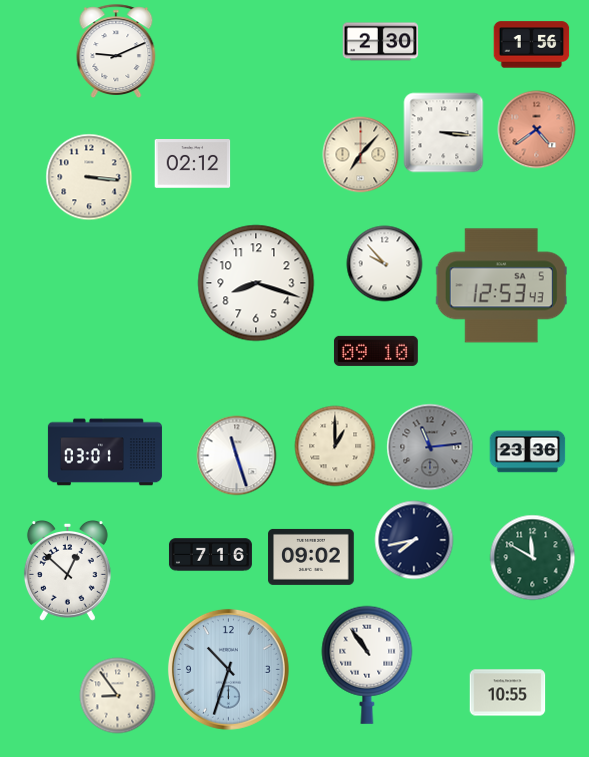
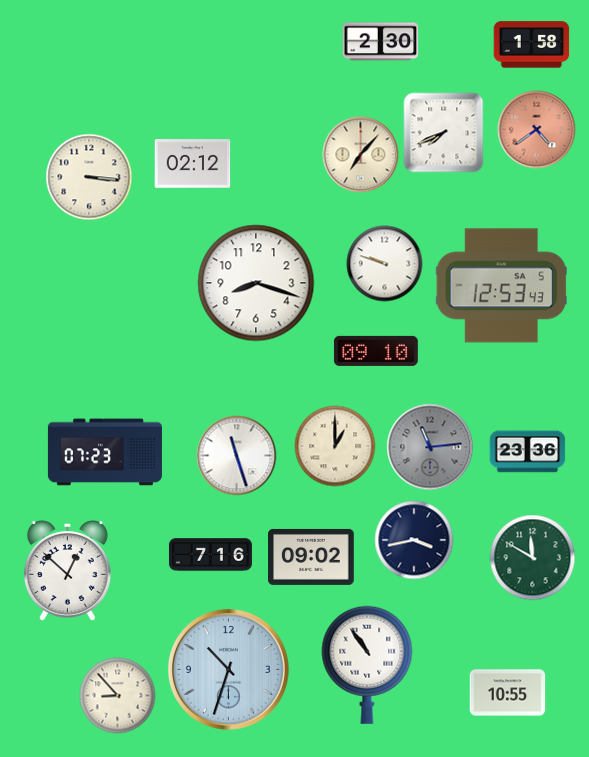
clock at (532, 45): 1:56 -> 1:58
clock at (116, 51): 9:11 -> none
clock at (444, 133): 3:16 -> 7:41
clock at (385, 264): 9:53 -> 9:48
clock at (105, 452): 03:01 -> 07:23
clock at (414, 540): 7:43 -> 3:43
clock at (118, 696): 8:54 -> 8:53
